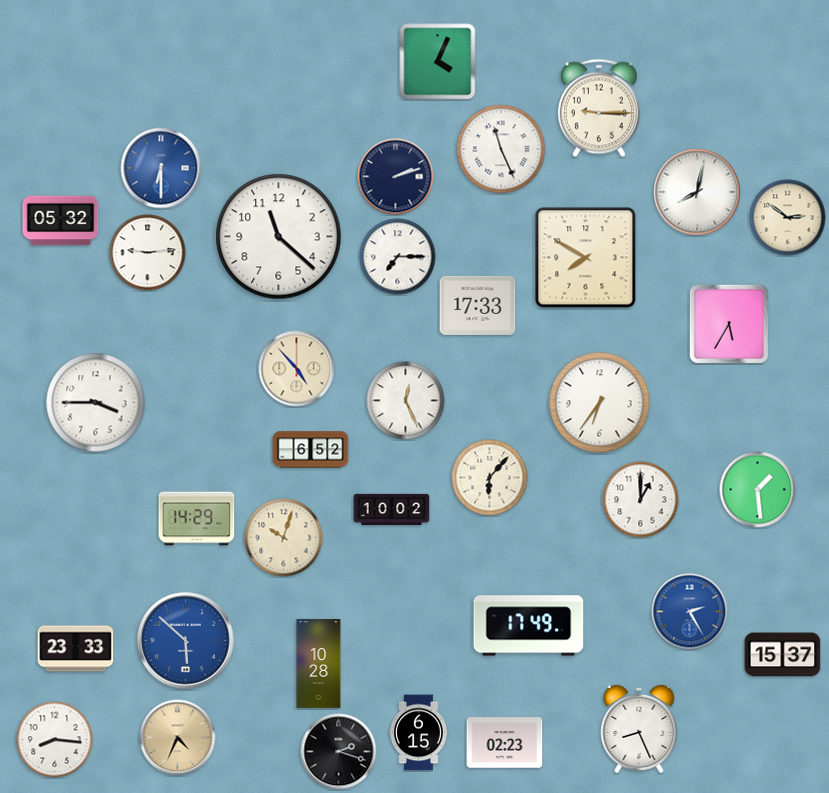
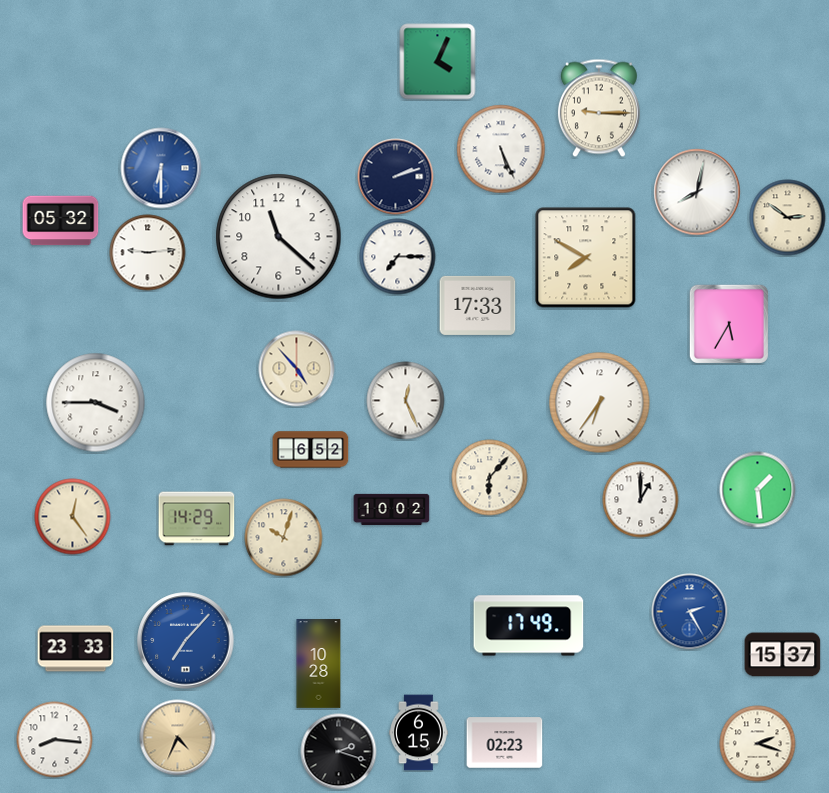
clock at (501, 149): 11:26 -> 5:26
clock at (73, 517): none -> 12:24
clock at (186, 641): 5:52 -> 7:07
clock at (639, 729): 8:26 -> none
clock at (758, 744): none -> 2:18
